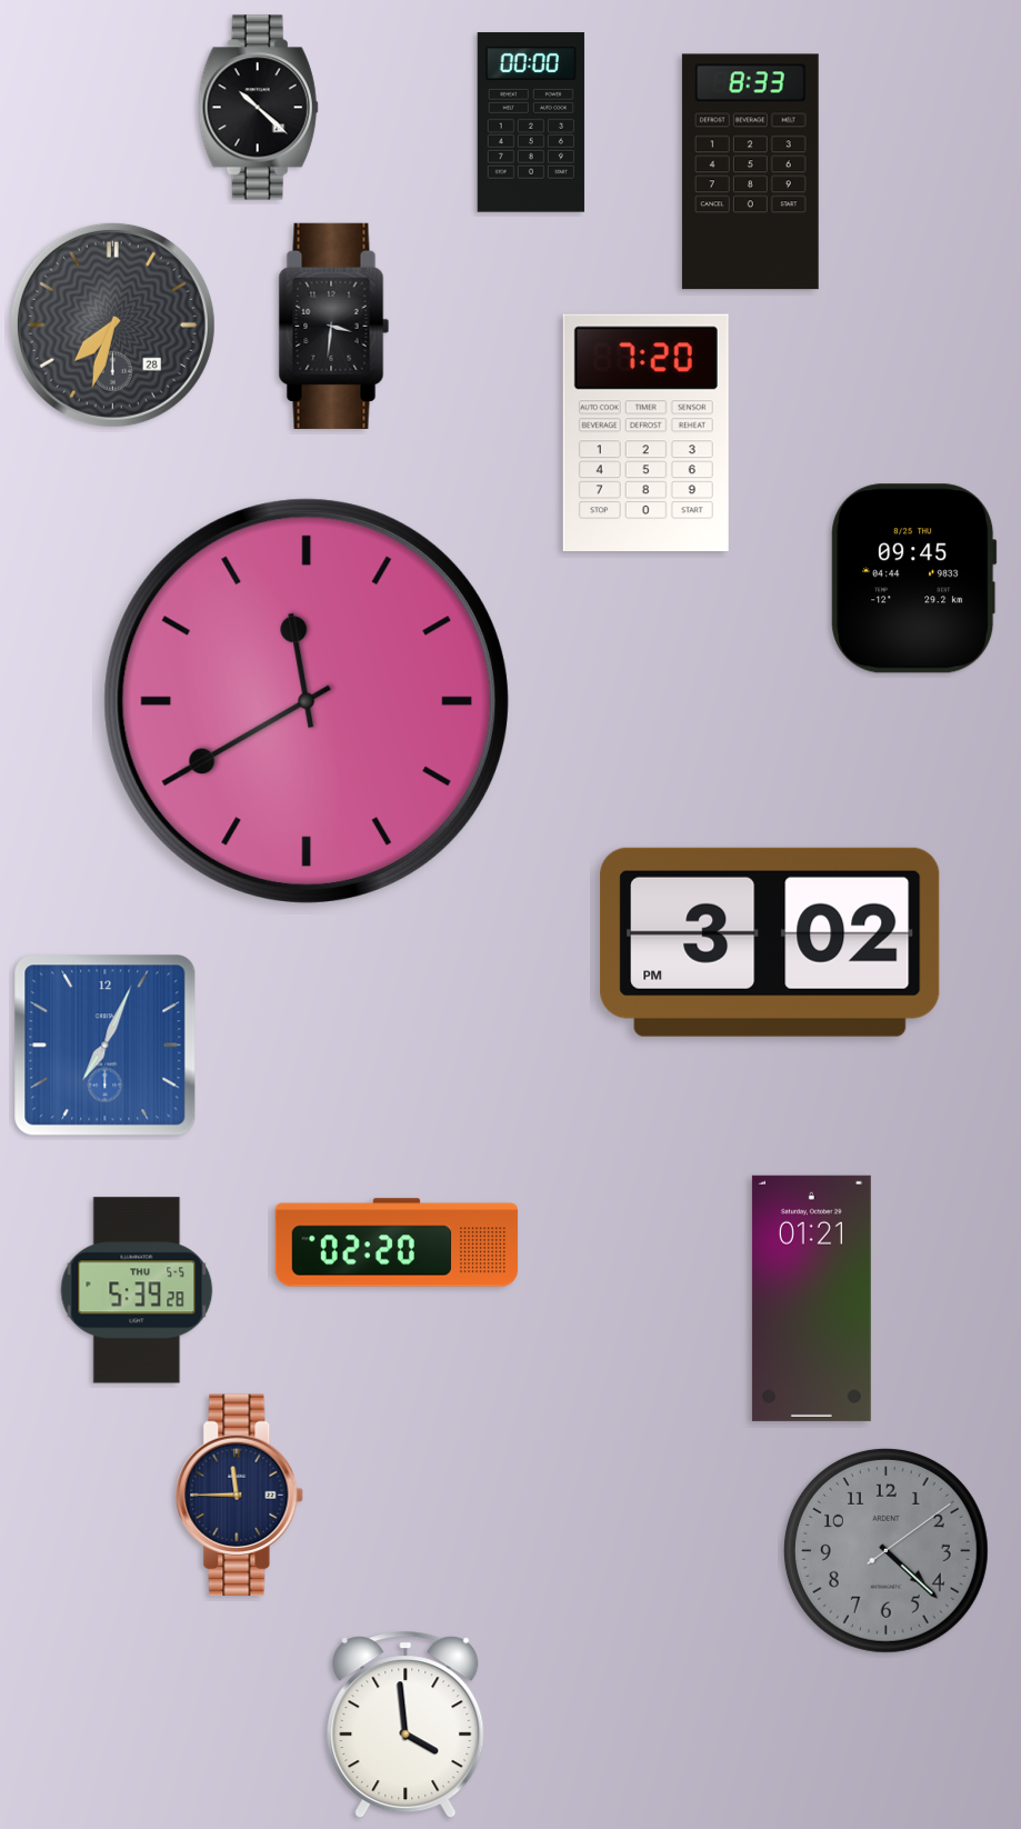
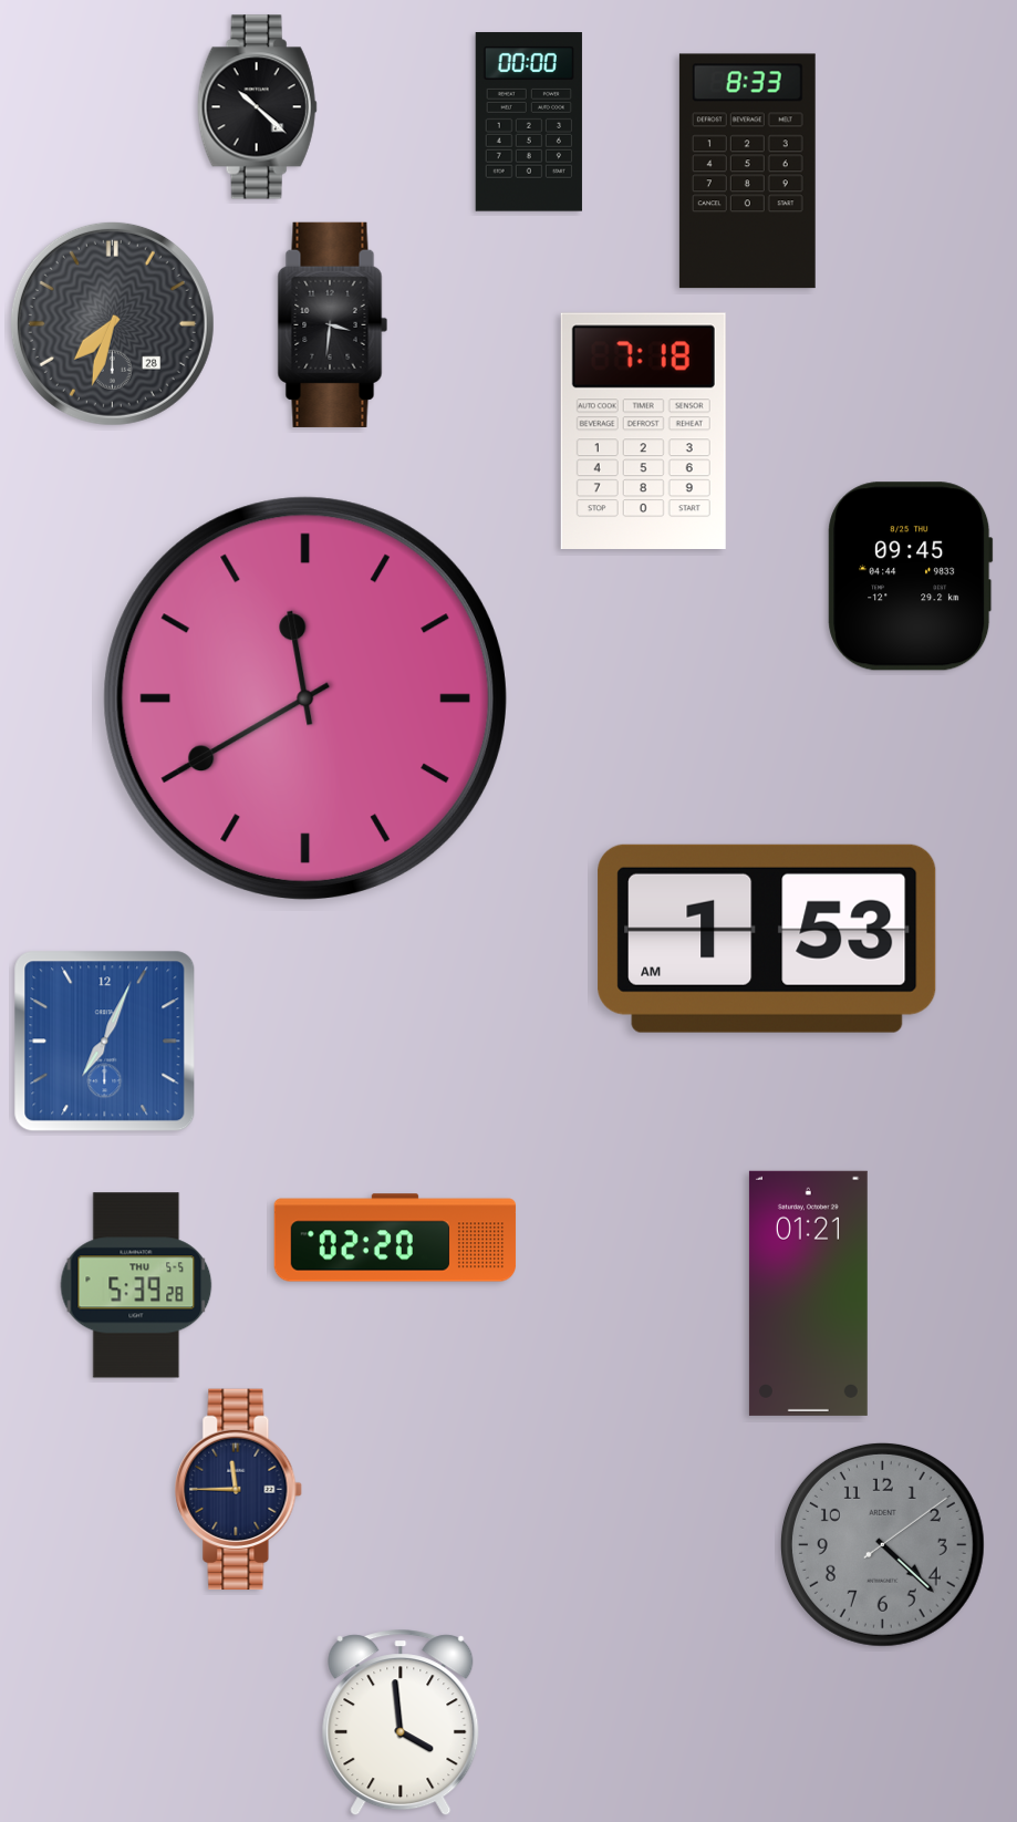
clock at (645, 432): 7:20 -> 7:18
clock at (770, 942): 3:02 -> 1:53
clock at (406, 1726) position: (406, 1726) -> (401, 1723)
